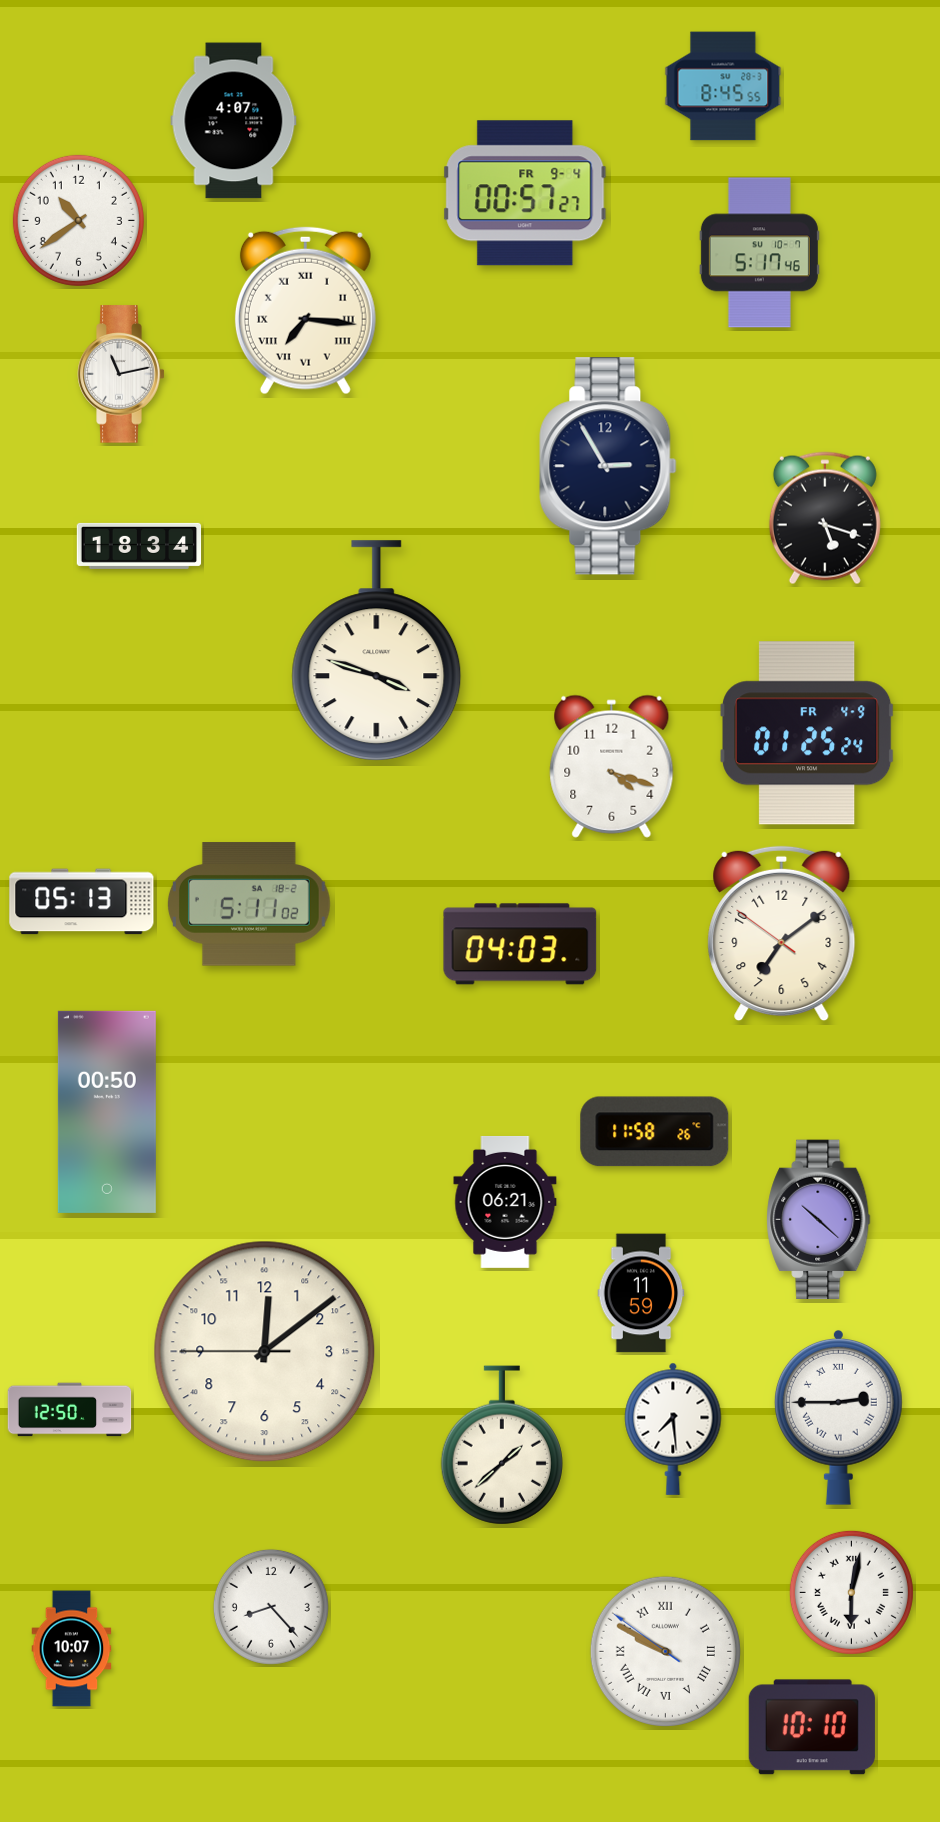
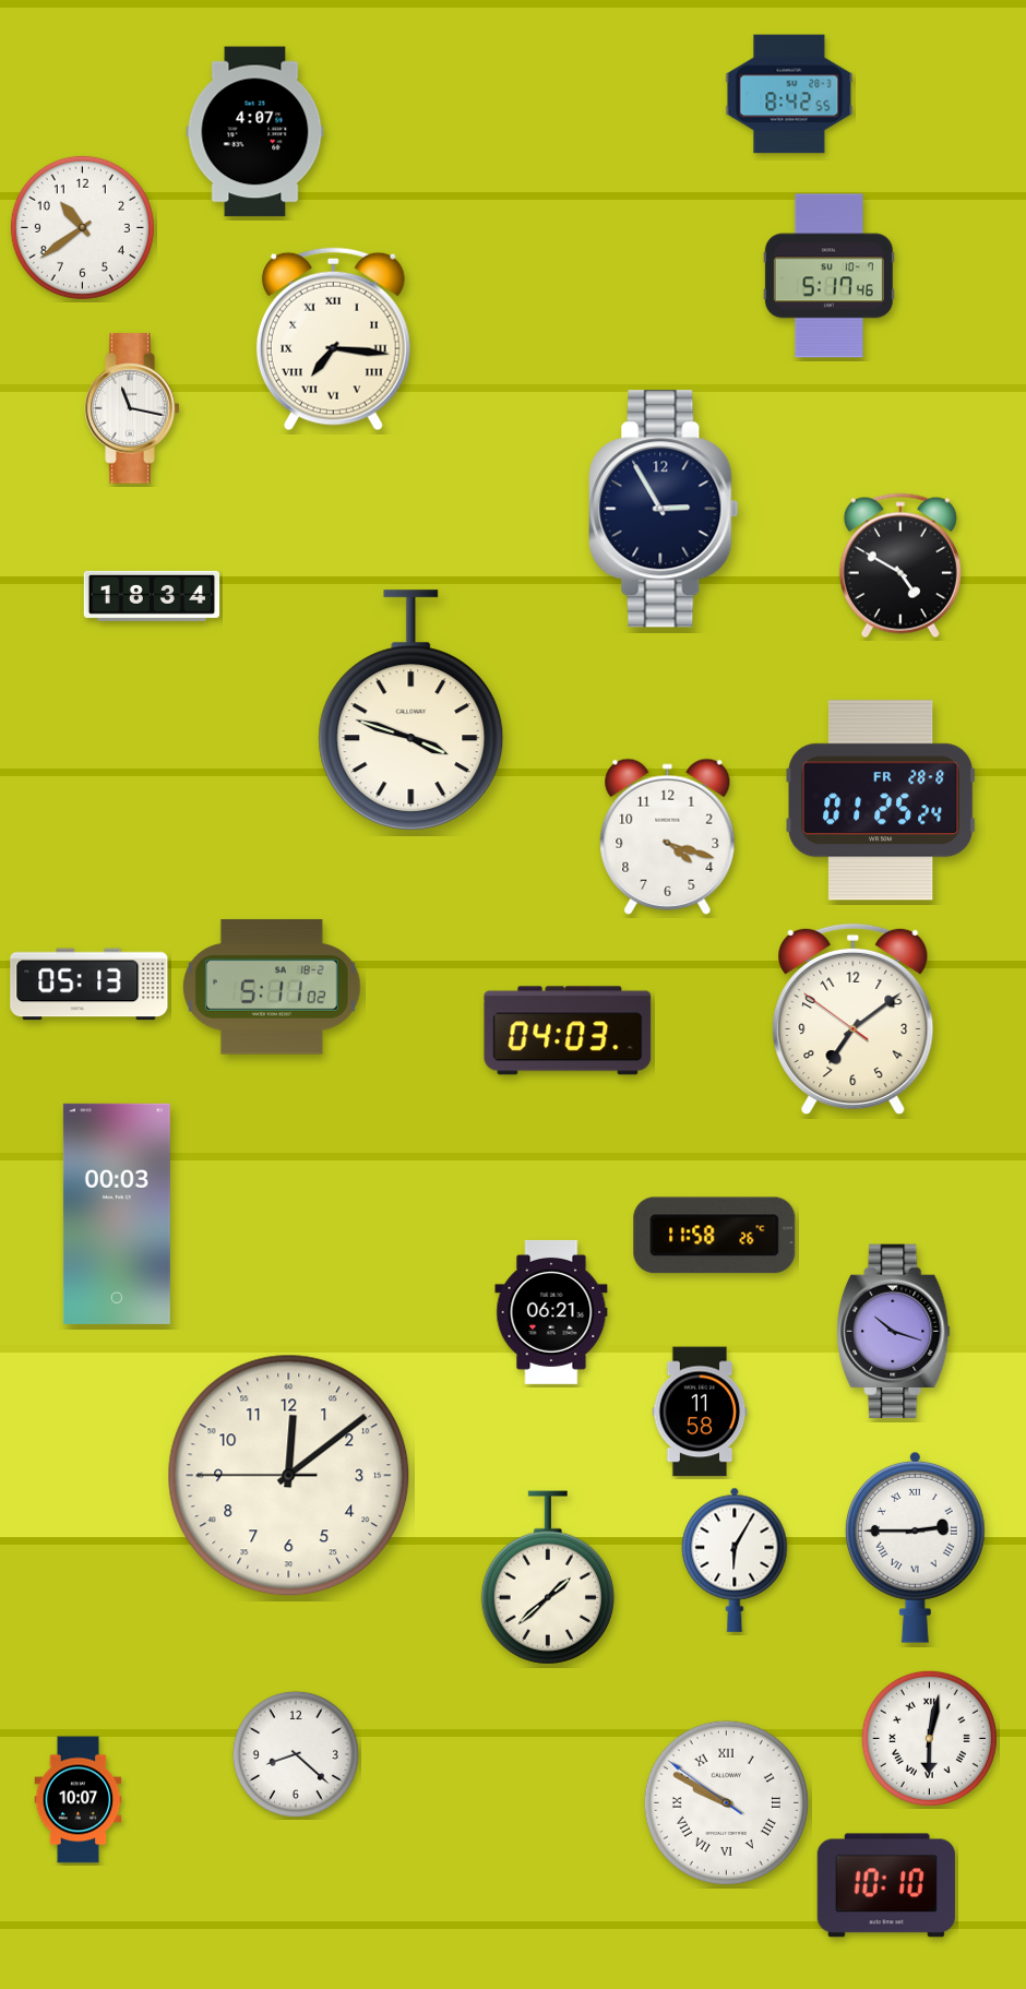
clock at (723, 86): 8:45 -> 8:42
clock at (525, 193): 00:57 -> none
clock at (78, 220) position: (78, 220) -> (82, 227)
clock at (121, 374): 11:13 -> 11:17
clock at (825, 518): 5:18 -> 4:50
clock at (808, 733) date: FR 4-9 -> FR 28-8
clock at (107, 1112): 00:50 -> 00:03
clock at (819, 1220): 10:22 -> 10:18
clock at (641, 1293): 11:59 -> 11:58
clock at (70, 1410): 12:50 -> none
clock at (673, 1429): 7:29 -> 6:05
clock at (271, 1607): 8:23 -> 8:22
